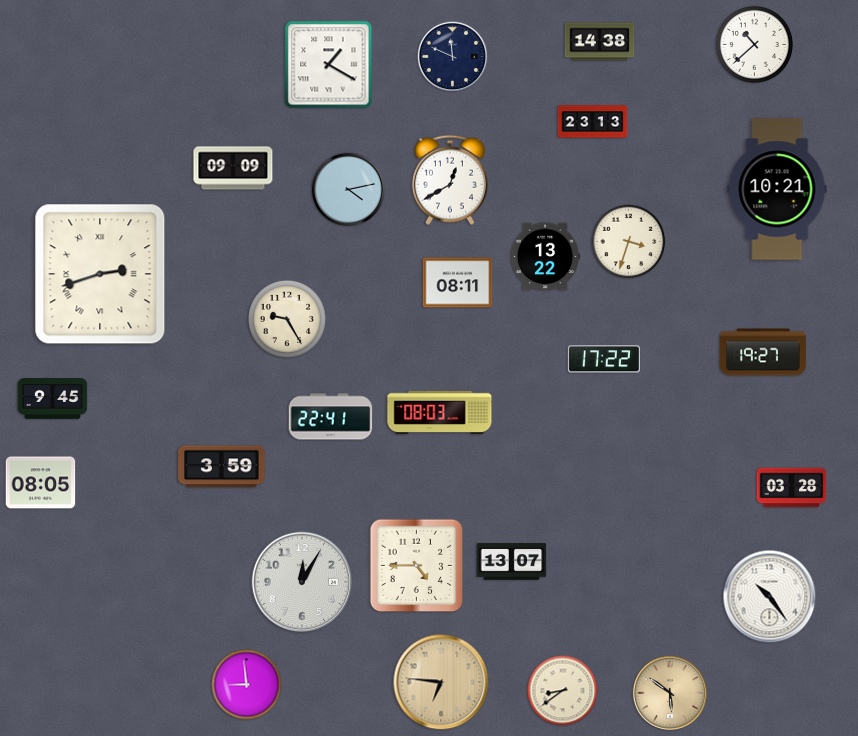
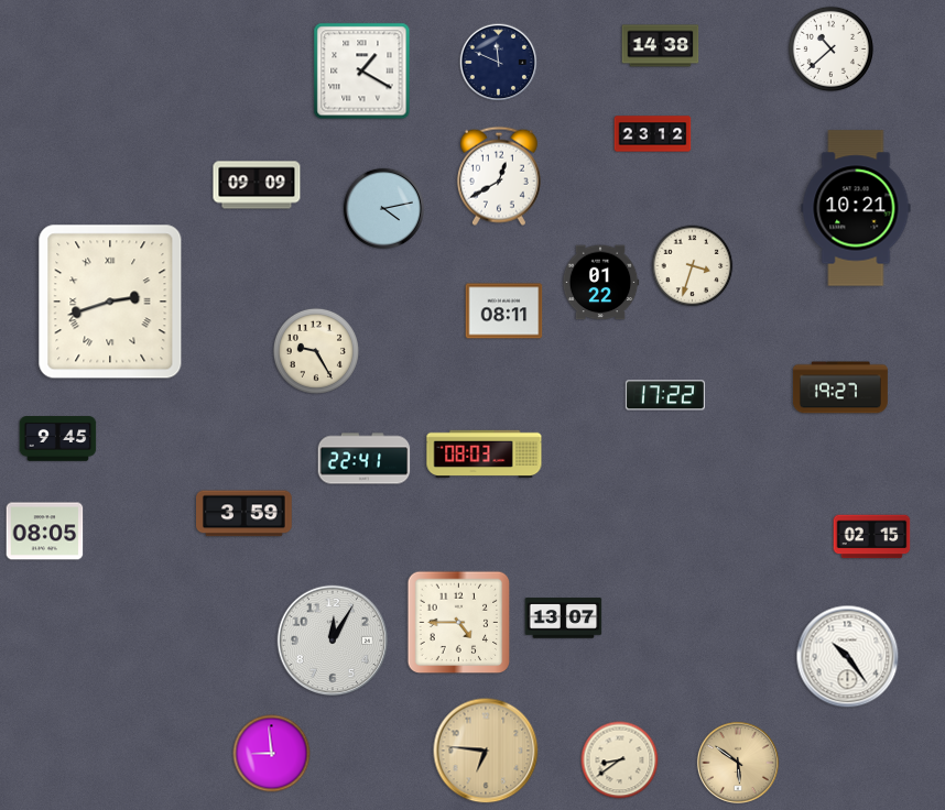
clock at (593, 122): 23:13 -> 23:12
clock at (450, 180) position: (450, 180) -> (499, 176)
clock at (545, 257): 13:22 -> 01:22
clock at (792, 488): 03:28 -> 02:15
